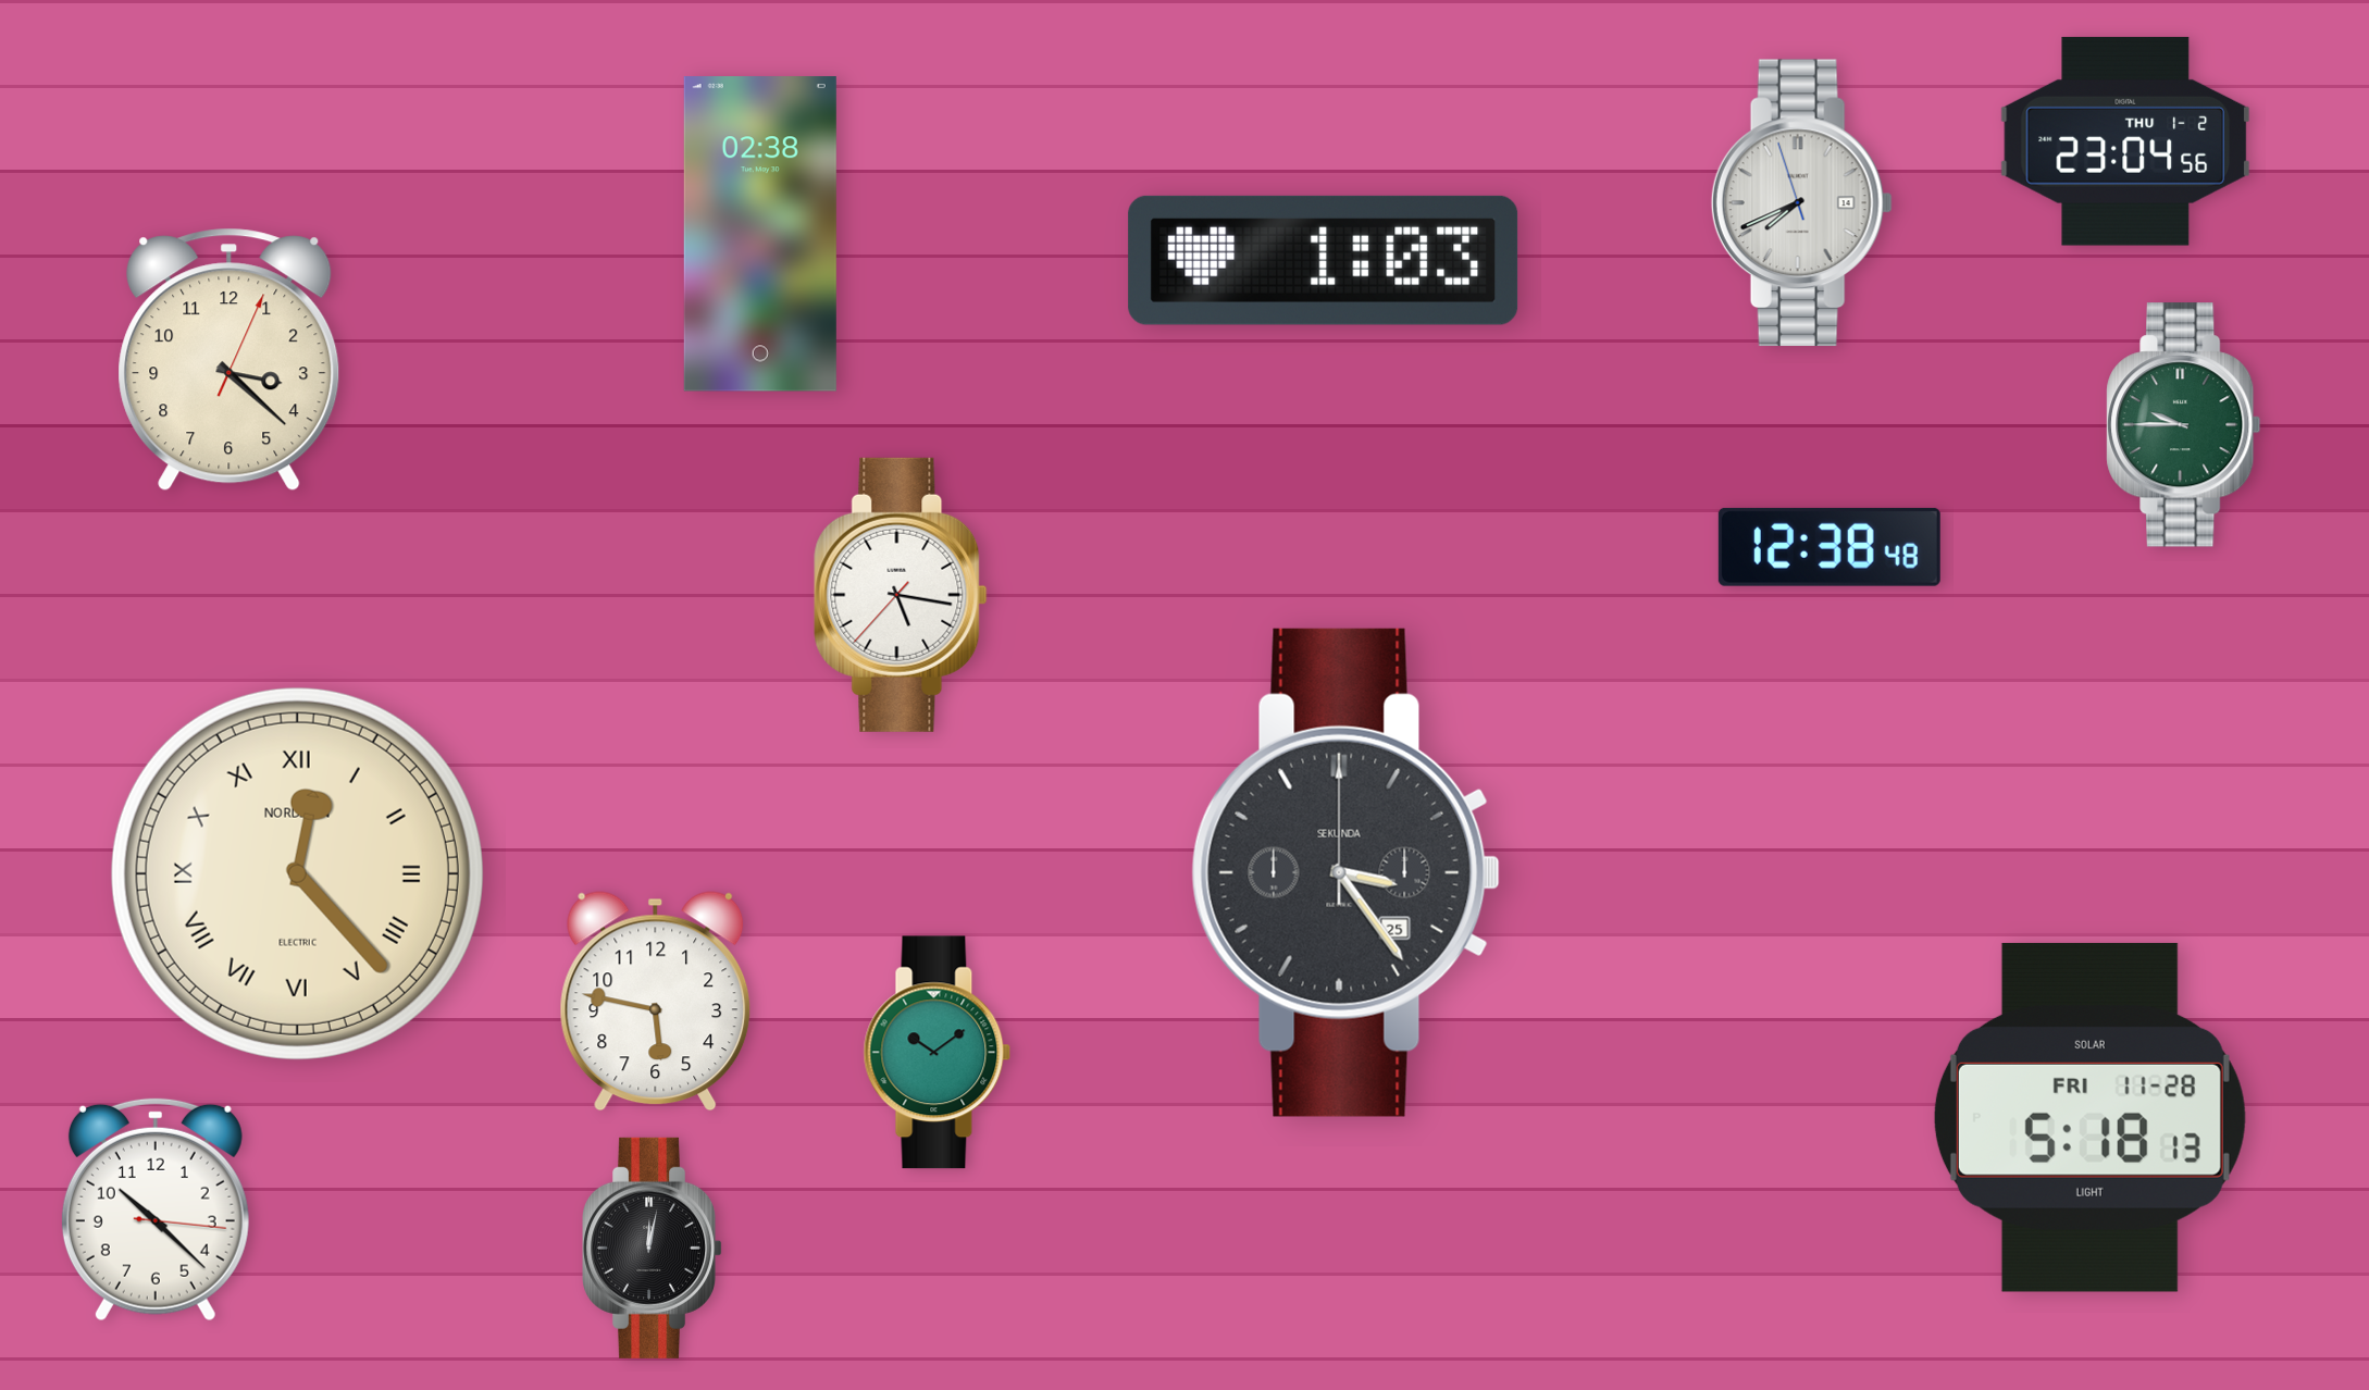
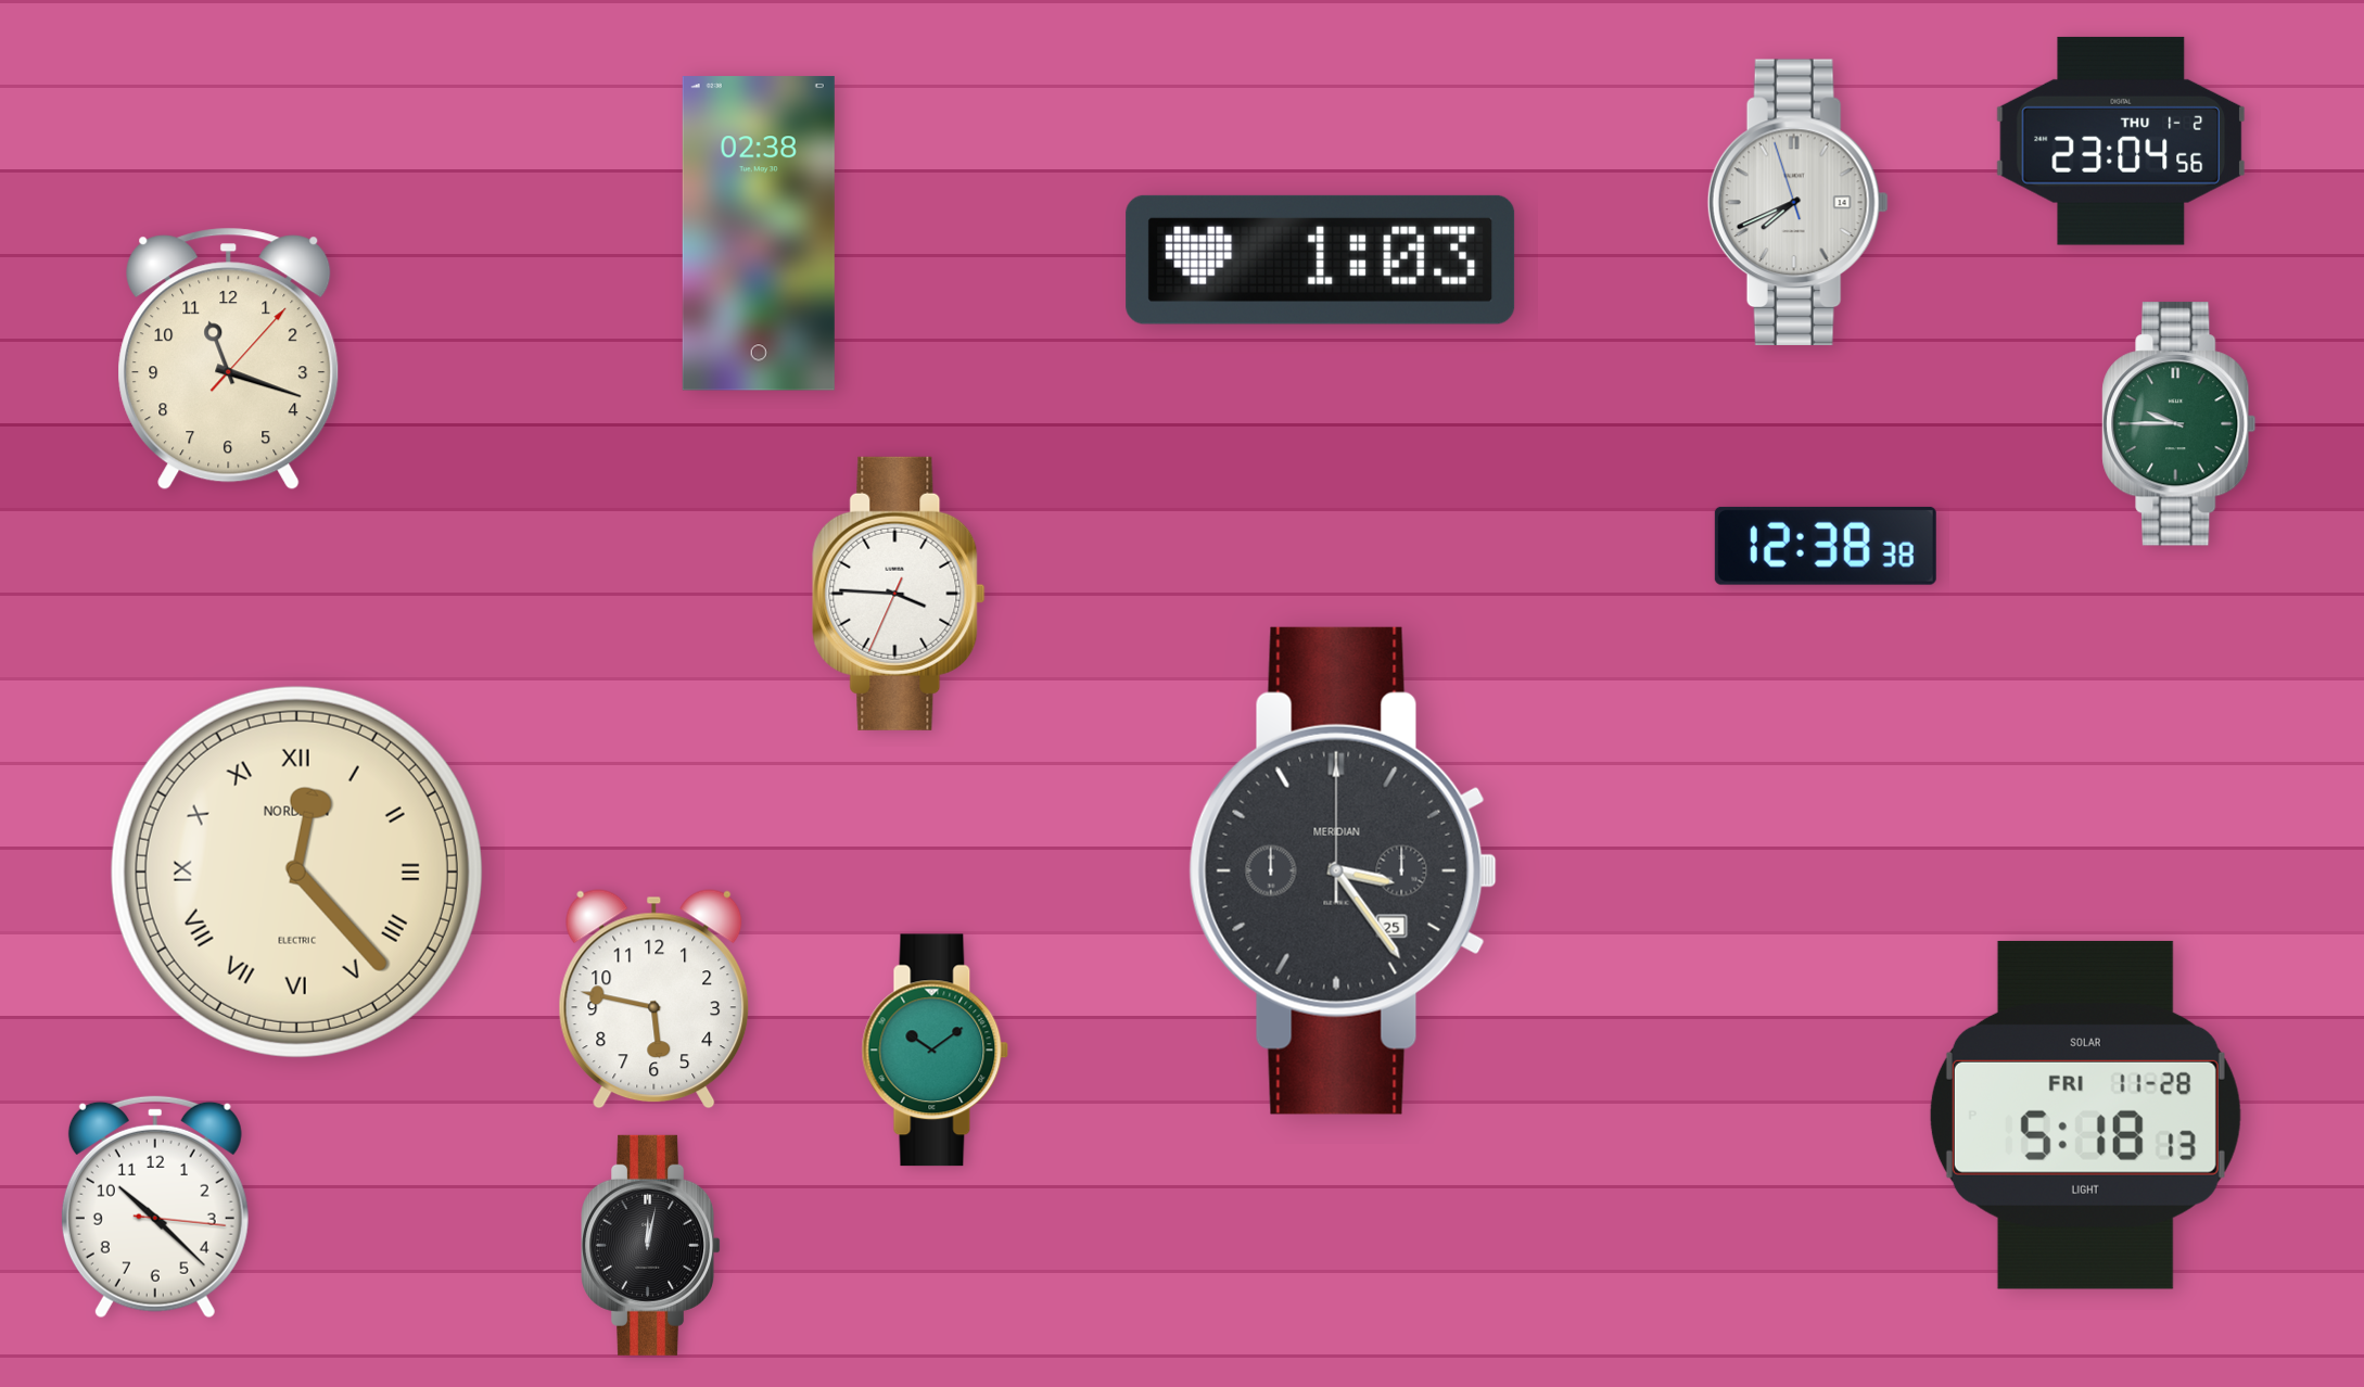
clock at (230, 360): 3:22 -> 11:18
clock at (1830, 547): 12:38:48 -> 12:38:38
clock at (901, 595): 5:16 -> 3:45
clock at (1345, 872) brand: SEKUNDA -> MERIDIAN
